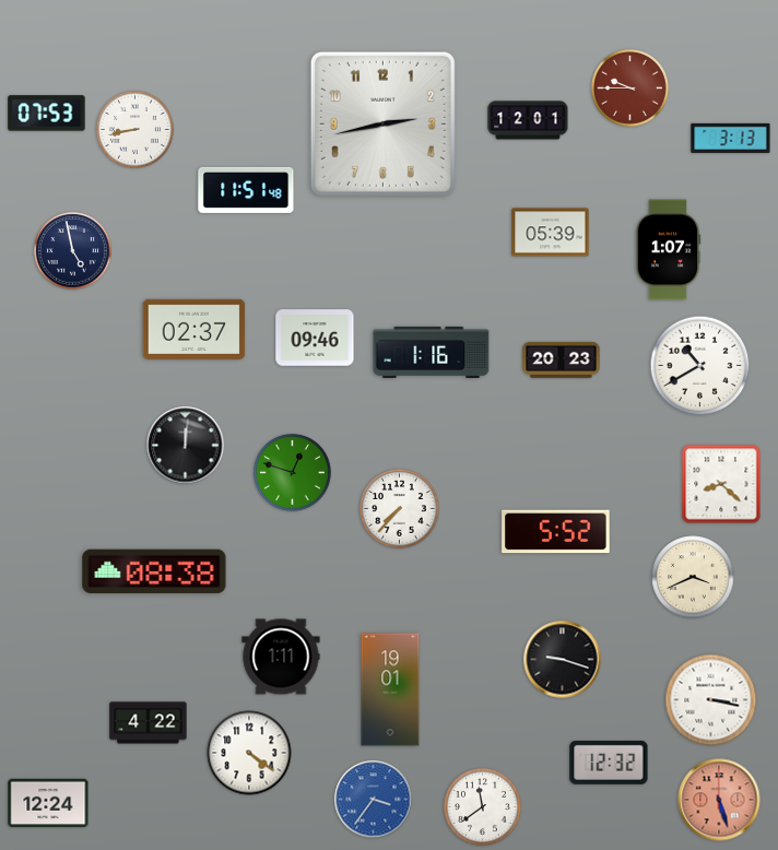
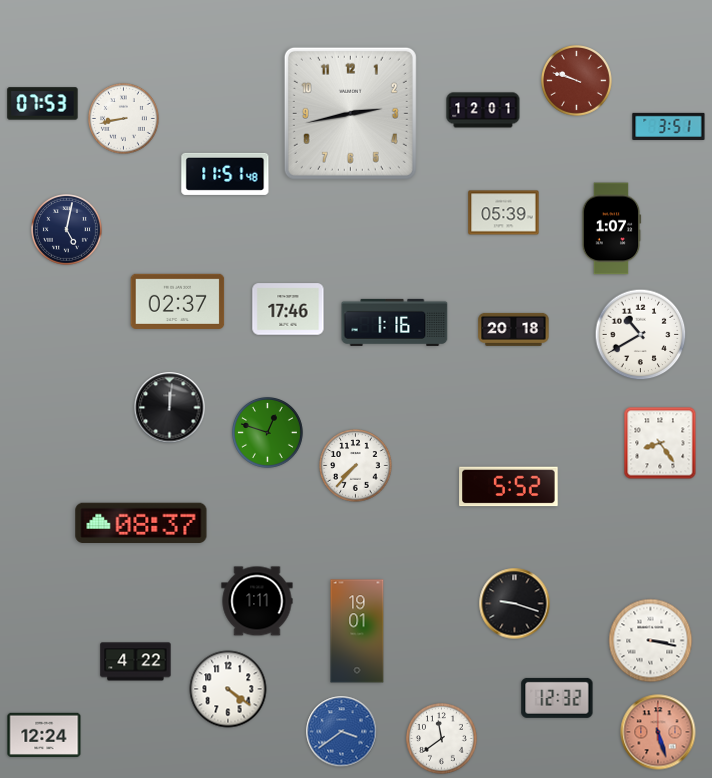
clock at (630, 88): 9:45 -> 9:48
clock at (731, 138): 3:13 -> 3:51
clock at (73, 251): 4:58 -> 5:02
clock at (315, 338): 09:46 -> 17:46
clock at (562, 359): 20:23 -> 20:18
clock at (721, 484): 8:22 -> 8:24
clock at (400, 509) position: (400, 509) -> (356, 466)
clock at (154, 570): 08:38 -> 08:37
clock at (693, 577): 3:41 -> none
clock at (374, 800): 3:36 -> 3:39
